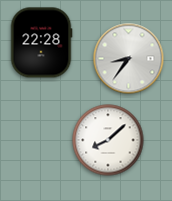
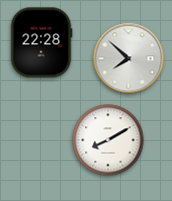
clock at (129, 59): 8:36 -> 7:52
clock at (108, 140): 8:08 -> 8:10
